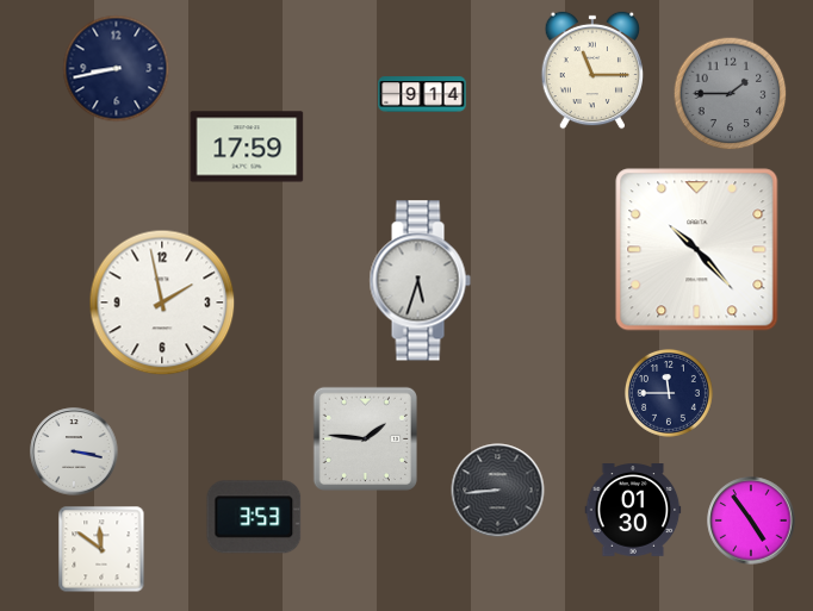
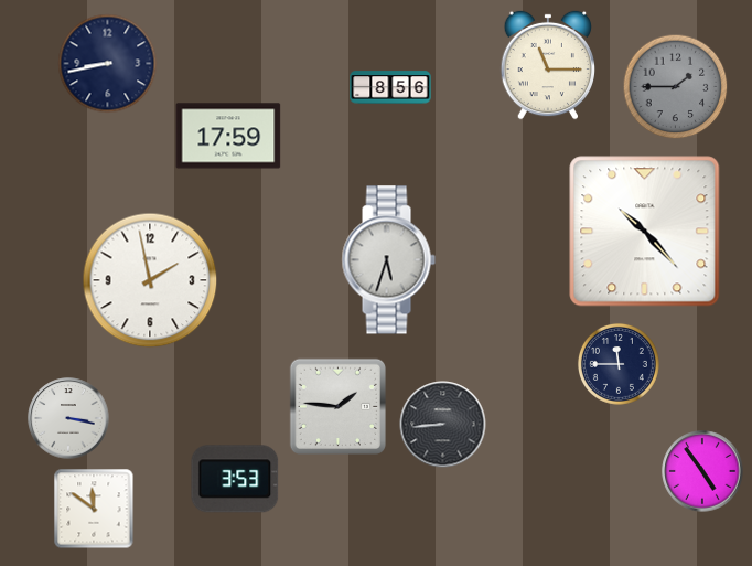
clock at (422, 94): 9:14 -> 8:56
clock at (498, 491) position: (498, 491) -> (443, 425)
clock at (633, 510): 01:30 -> none
clock at (751, 520) position: (751, 520) -> (702, 471)
